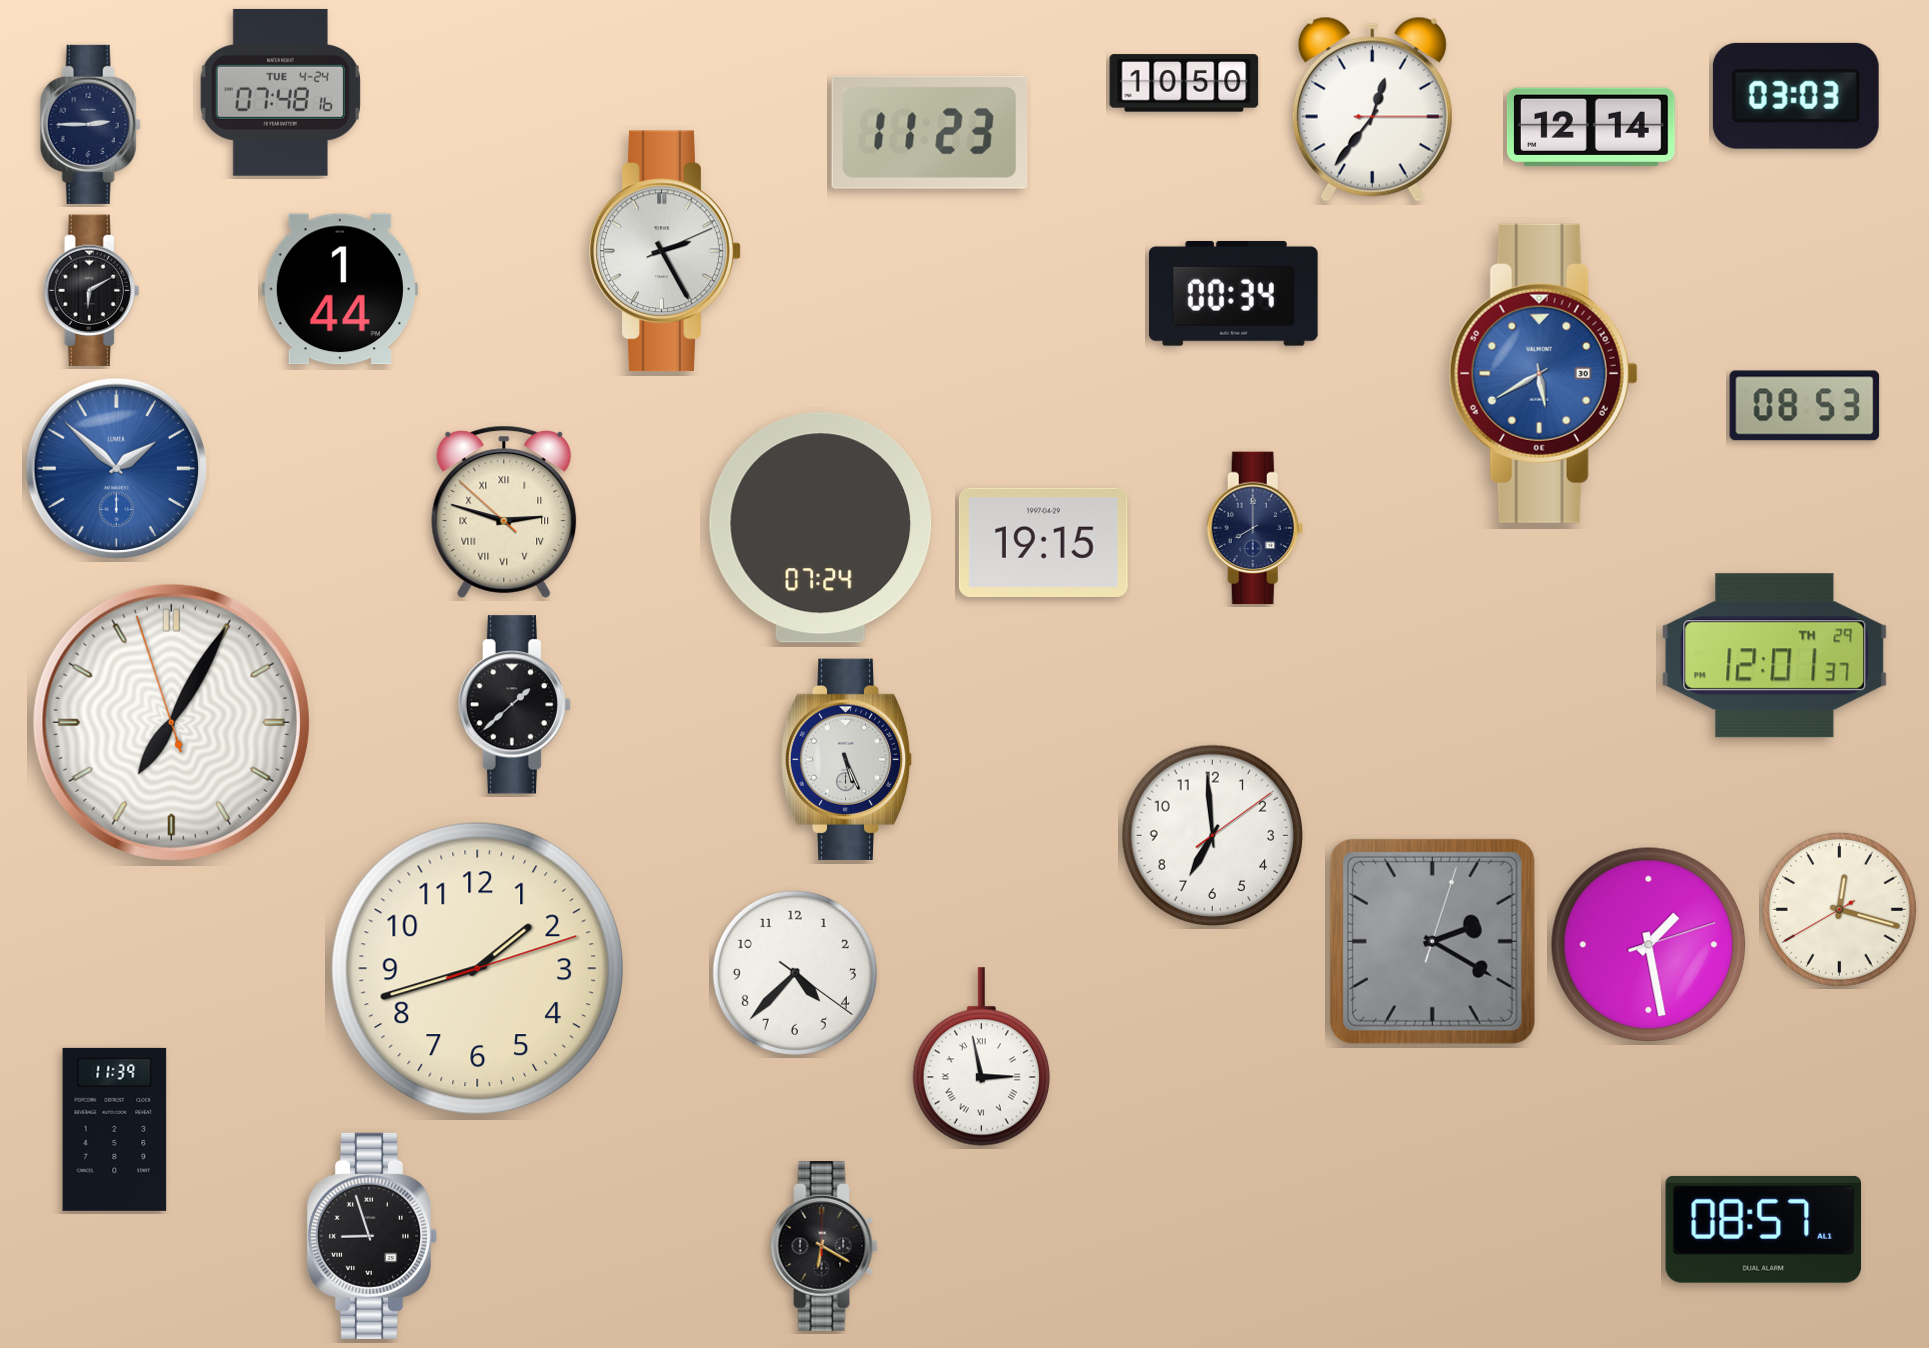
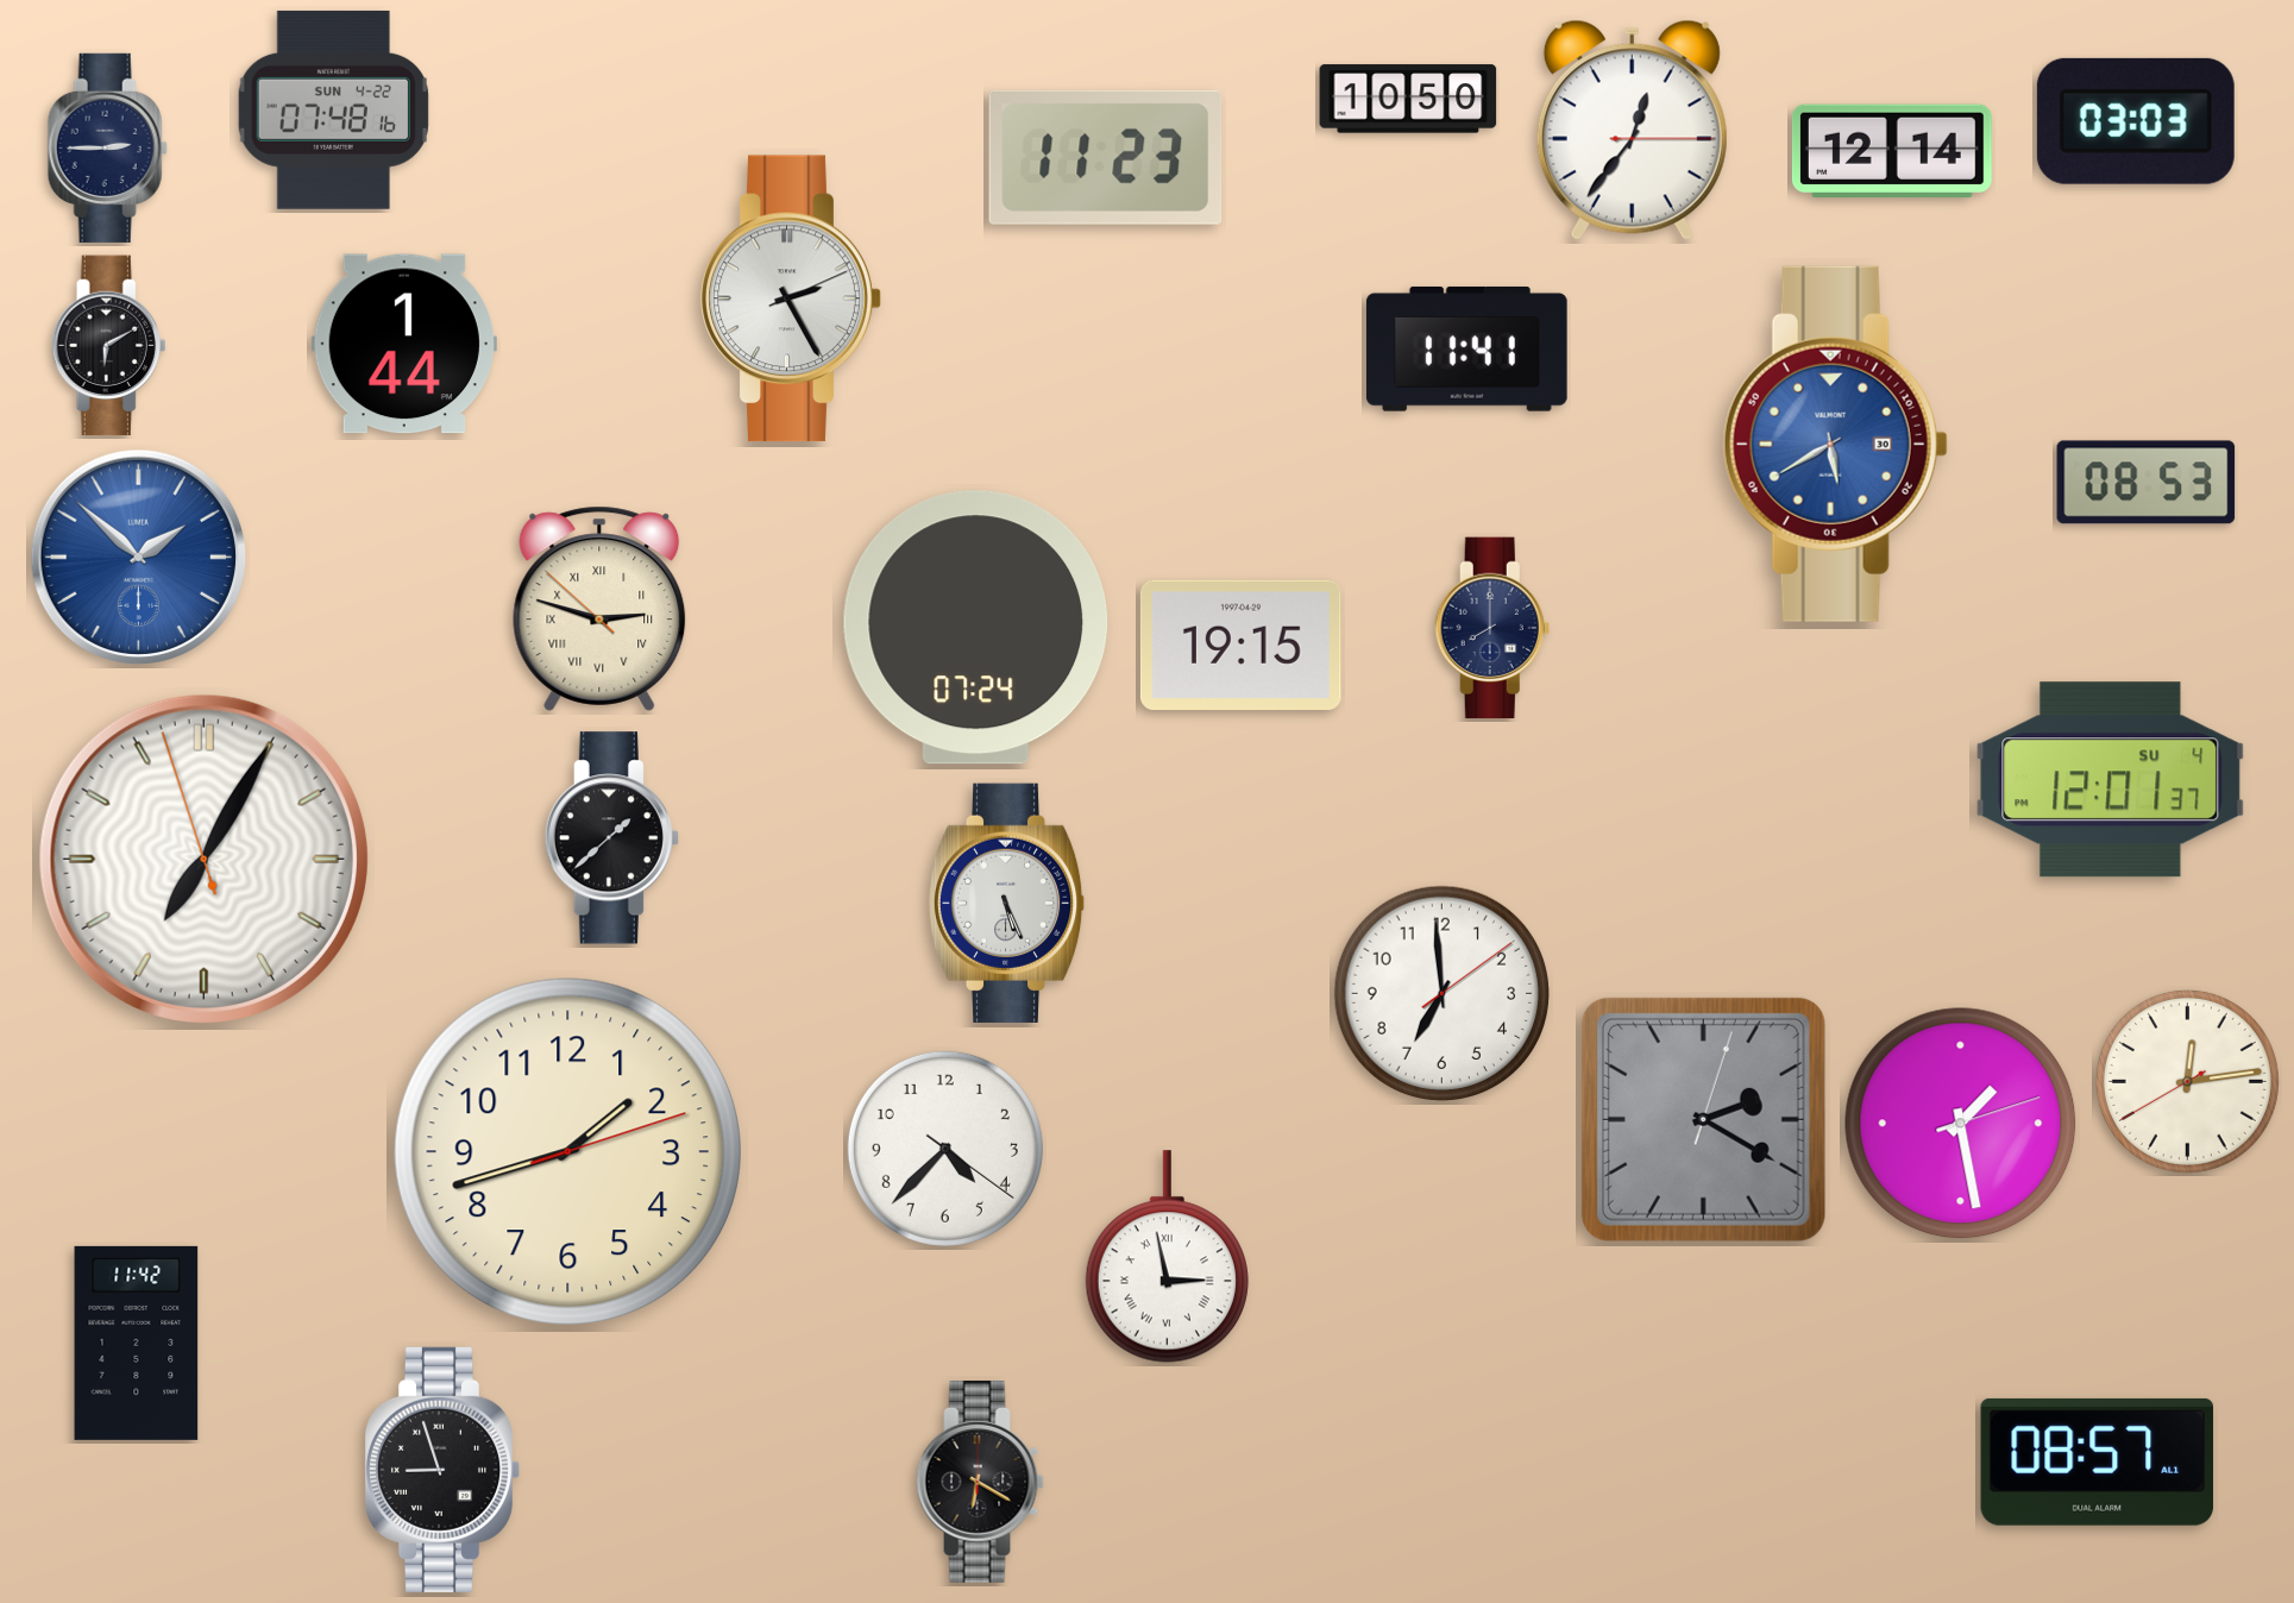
clock at (280, 92) date: TUE 4-24 -> SUN 4-22
clock at (1796, 96) position: (1796, 96) -> (2136, 121)
clock at (1233, 293): 00:34 -> 11:41
clock at (1775, 656) date: TH 29 -> SU 4
clock at (1839, 909): 12:17 -> 12:13
clock at (795, 973) position: (795, 973) -> (945, 1149)
clock at (115, 1129): 11:39 -> 11:42
